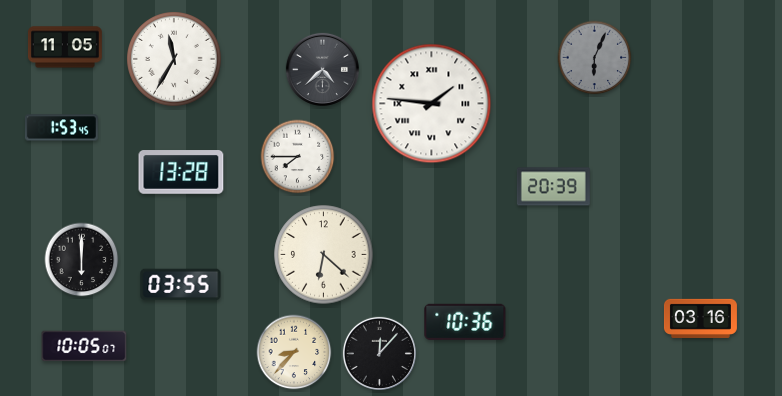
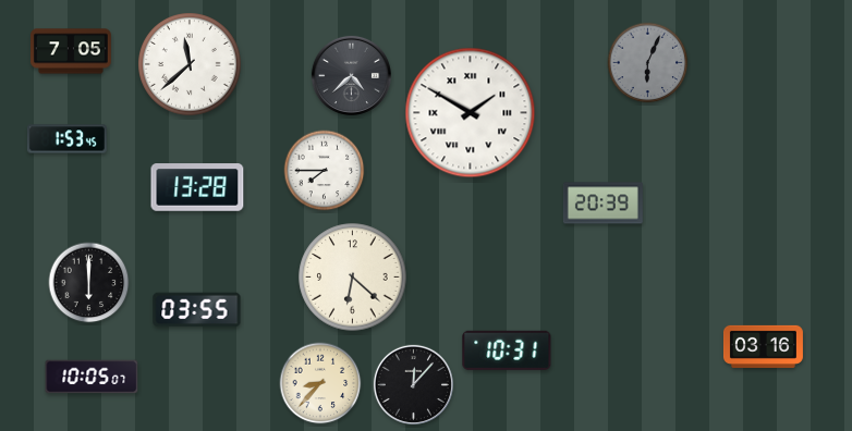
clock at (65, 47): 11:05 -> 7:05
clock at (175, 60): 11:35 -> 11:38
clock at (432, 104): 1:46 -> 1:50
clock at (465, 322): 10:36 -> 10:31
